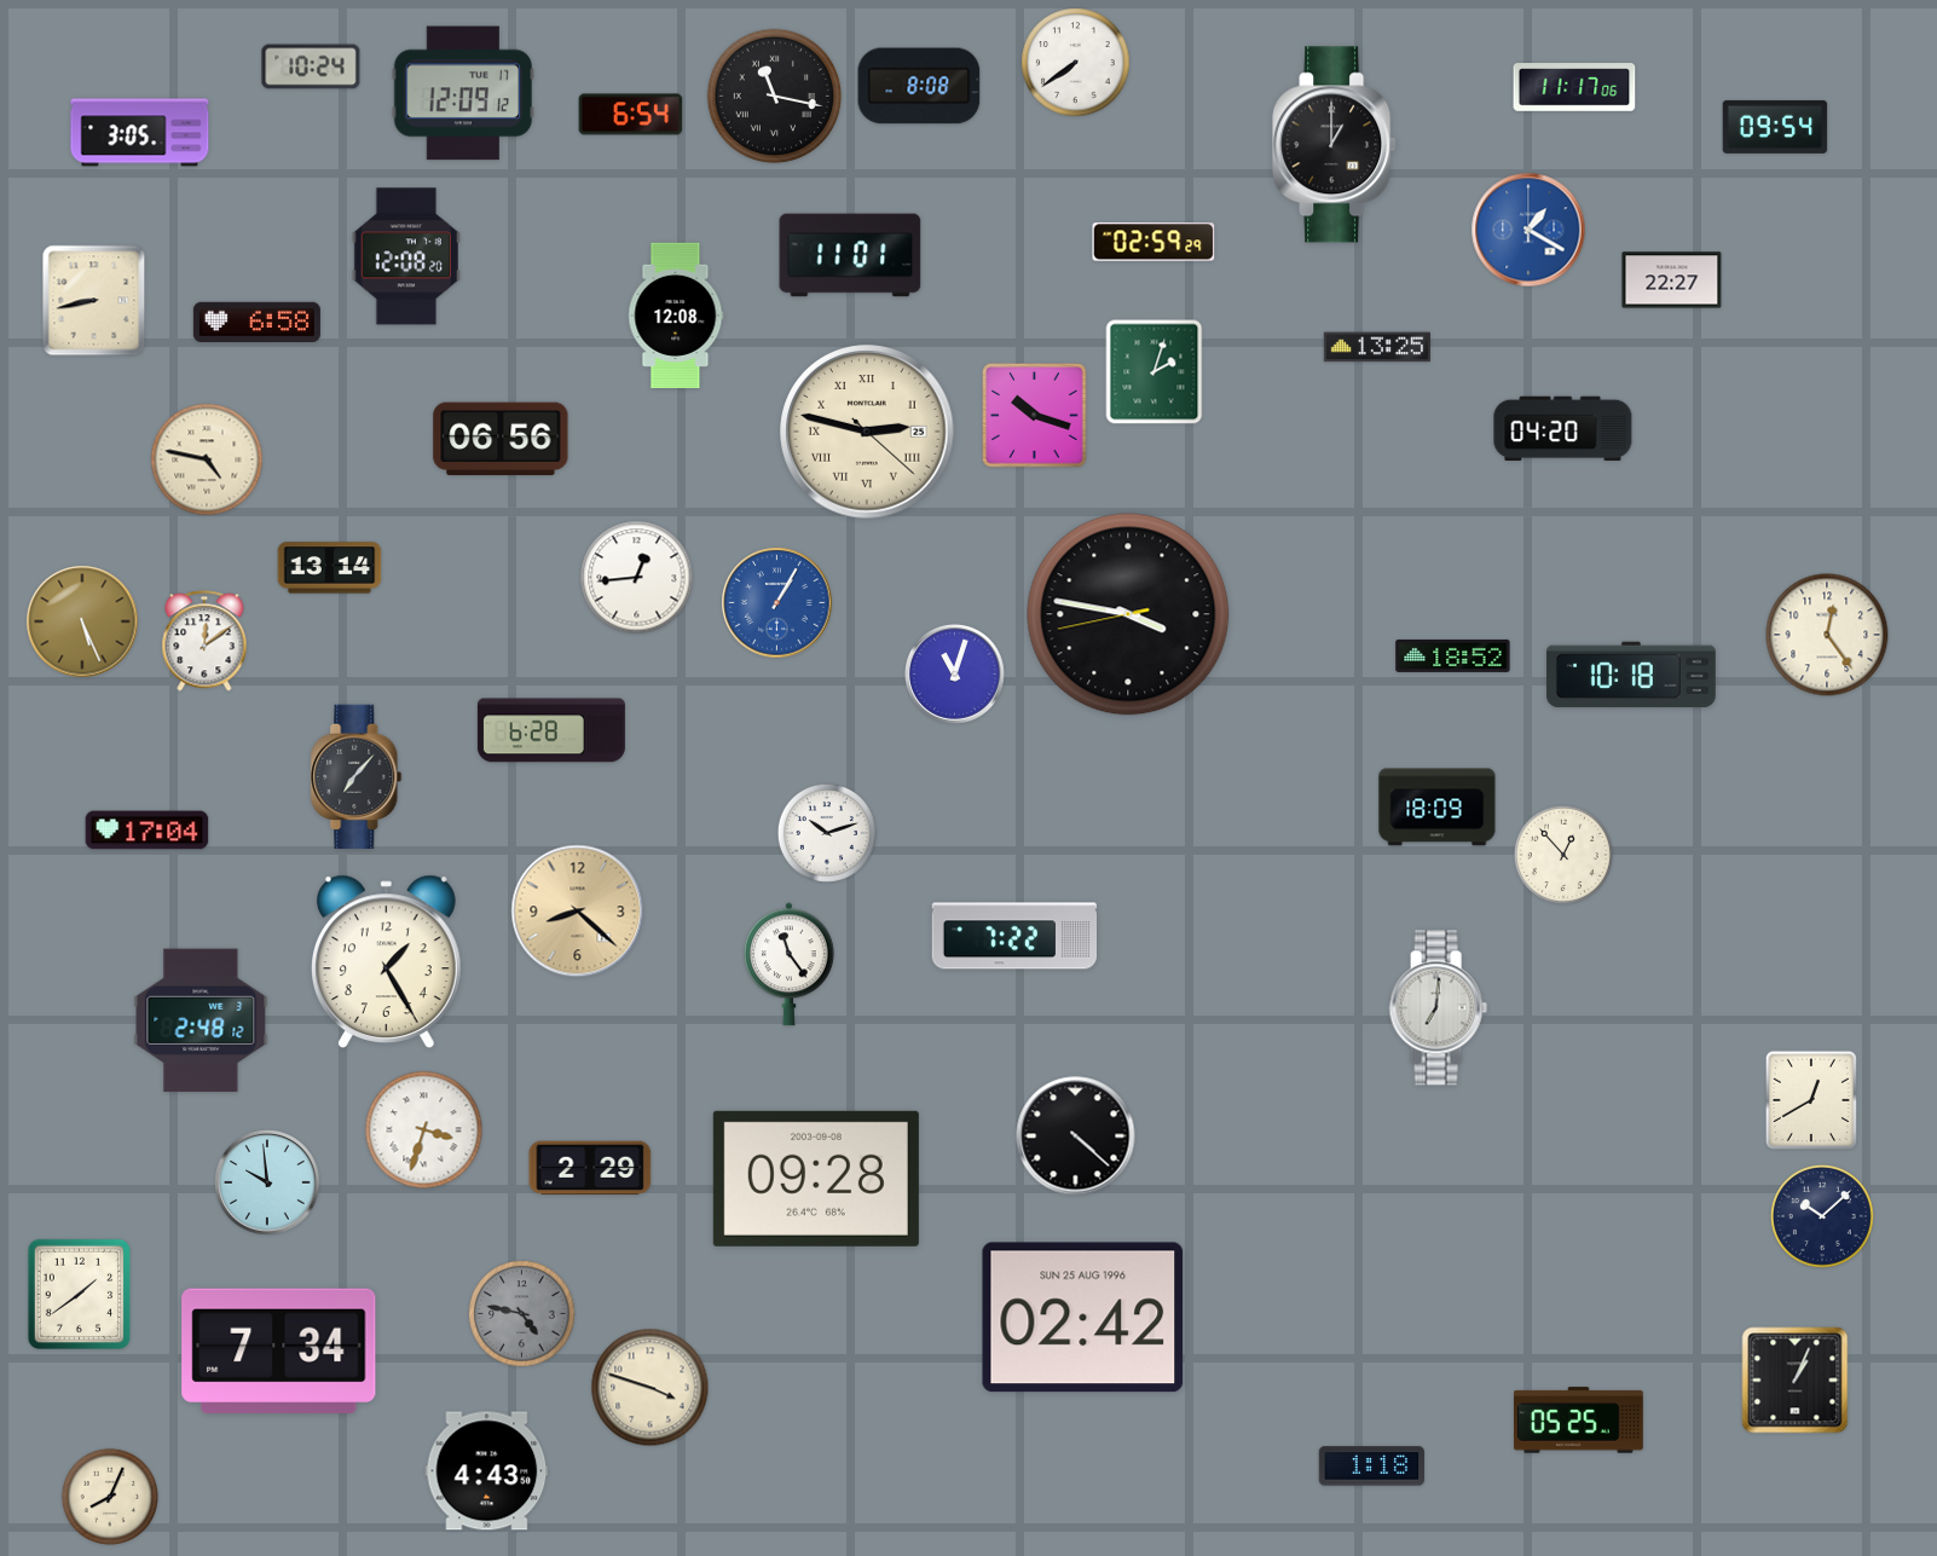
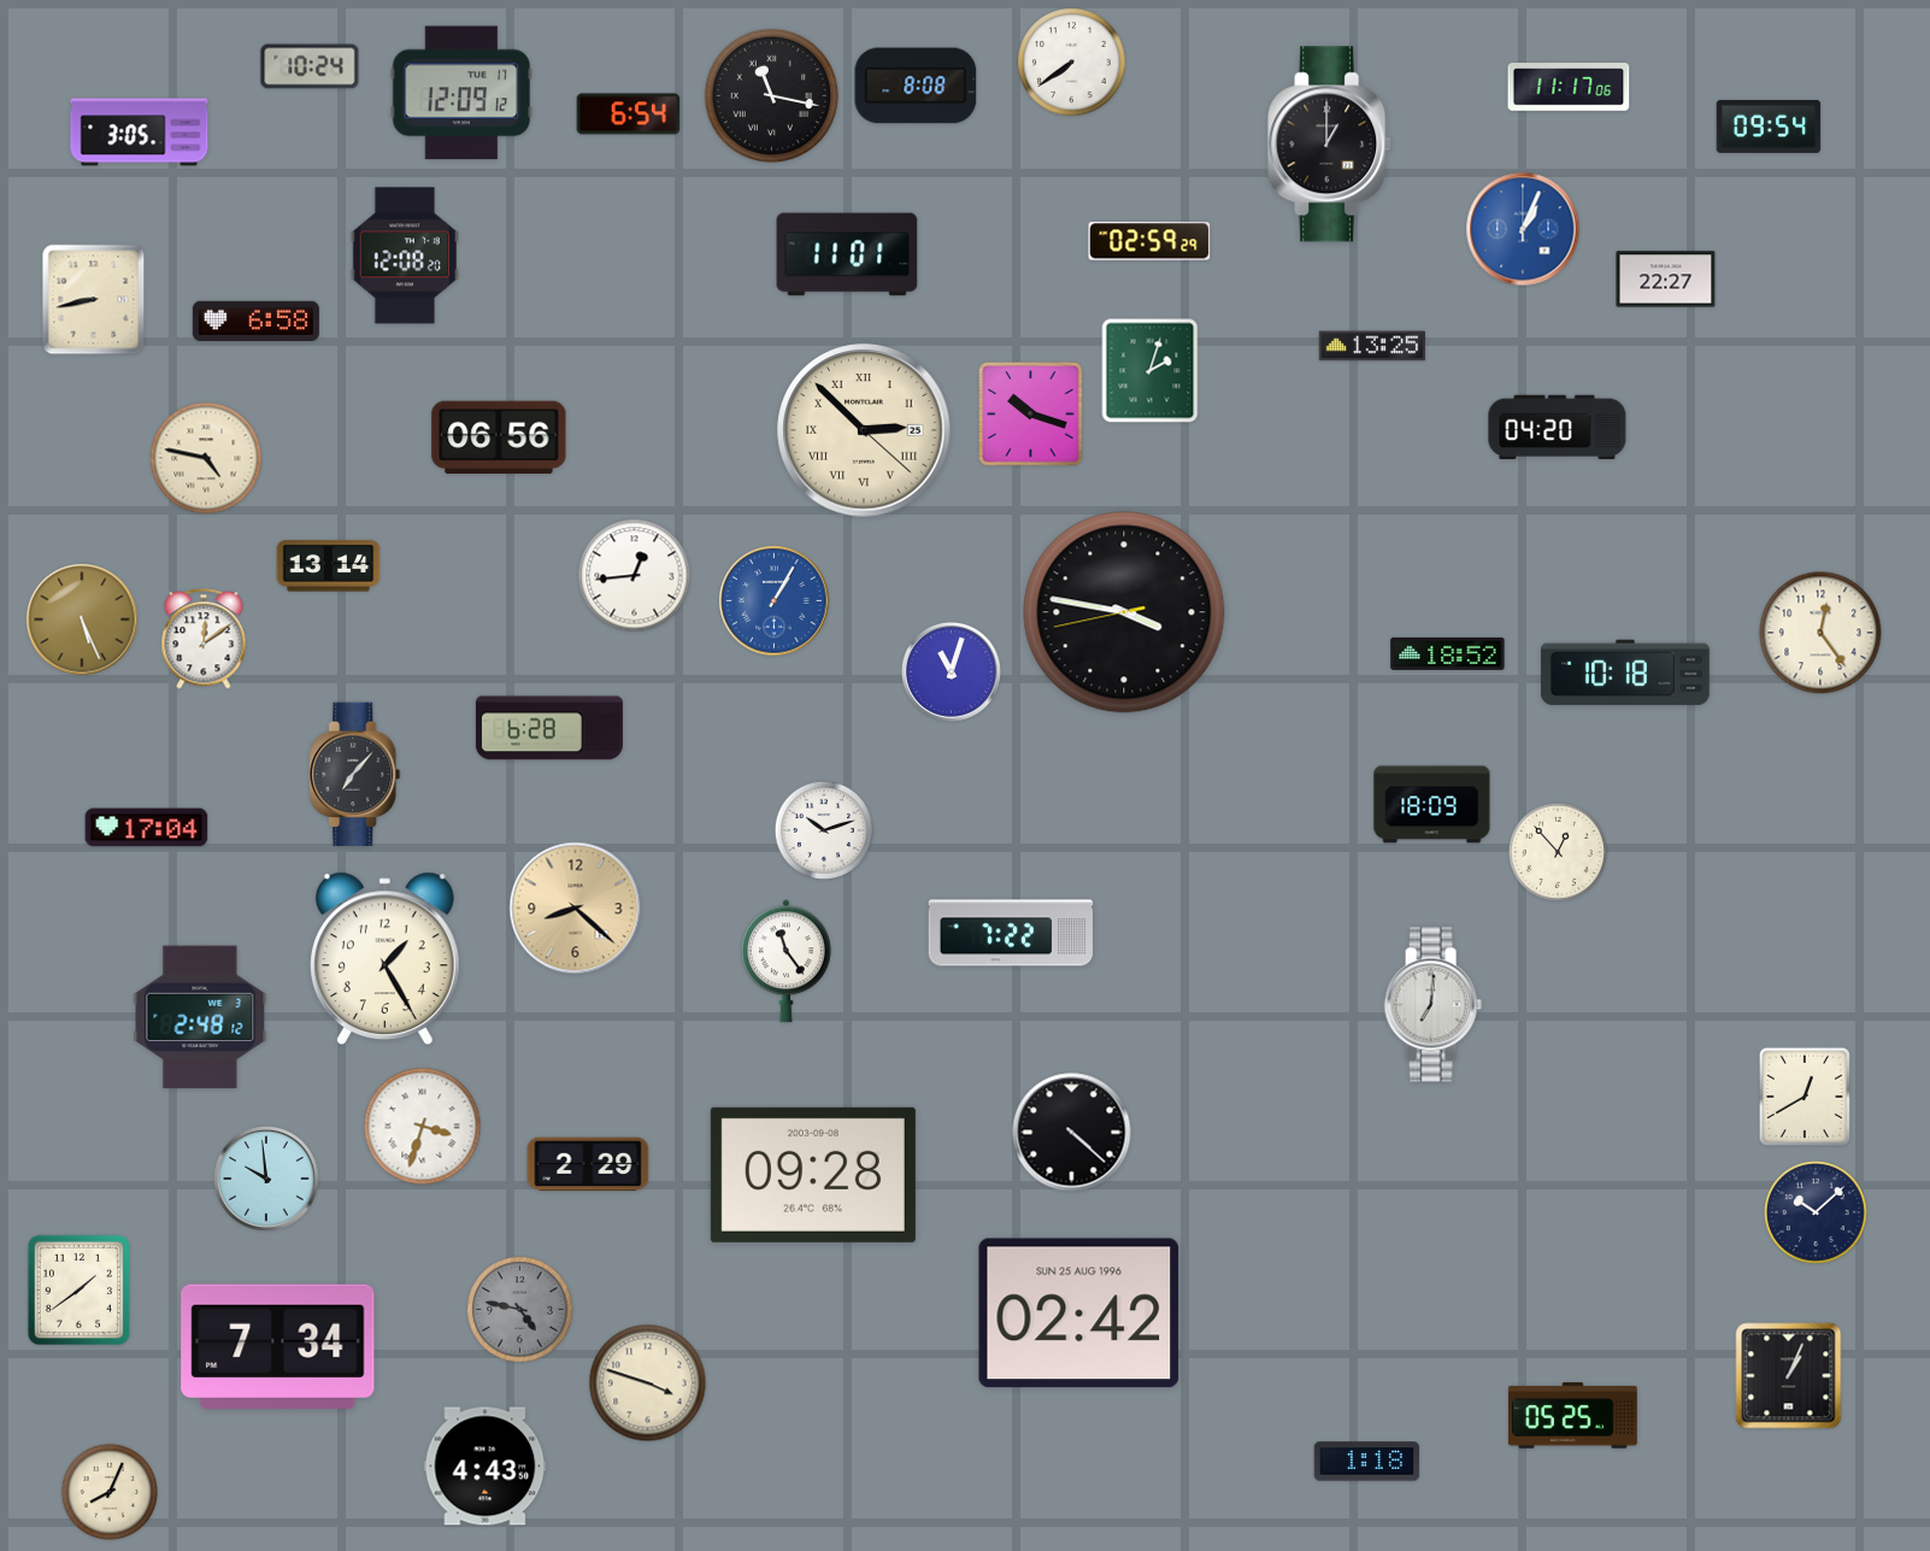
clock at (1528, 230): 1:20 -> 1:04
clock at (676, 314): 12:08 -> none
clock at (867, 432): 2:47 -> 2:52
